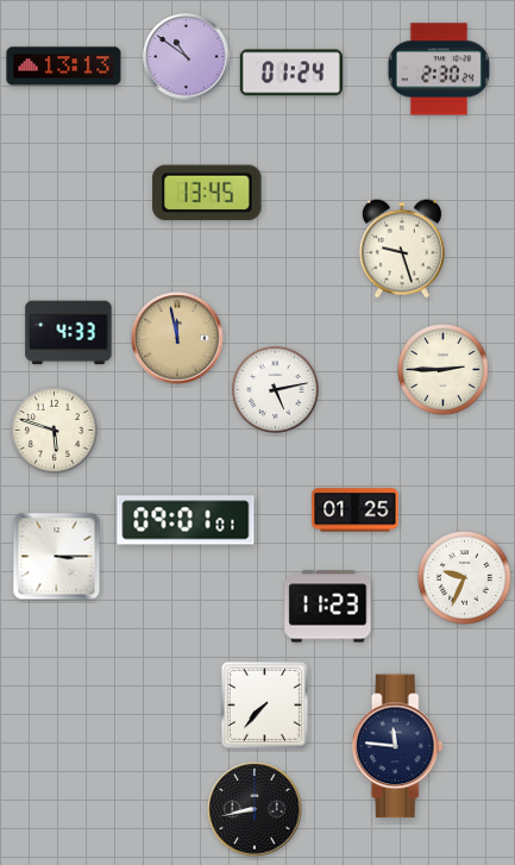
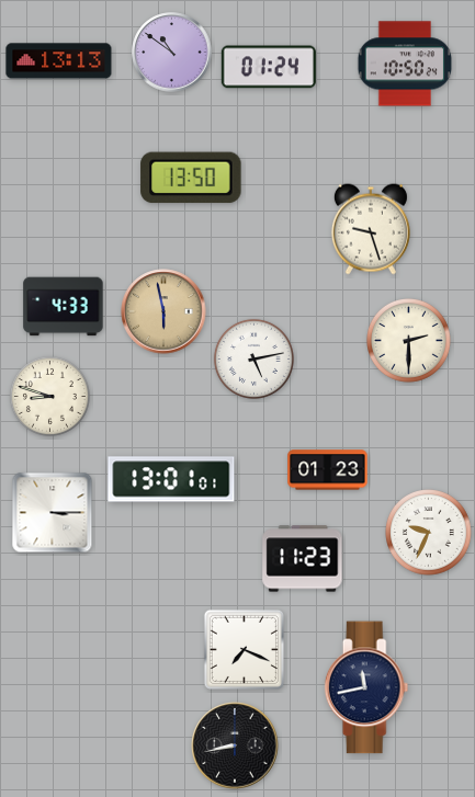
clock at (438, 69): 2:30 -> 10:50
clock at (207, 193): 13:45 -> 13:50
clock at (177, 338): 11:58 -> 5:58
clock at (444, 370): 2:45 -> 2:30
clock at (54, 430): 5:48 -> 8:48
clock at (356, 510): 01:25 -> 01:23
clock at (186, 520): 09:01 -> 13:01
clock at (264, 704): 7:37 -> 7:19
clock at (397, 746): 11:46 -> 11:43
